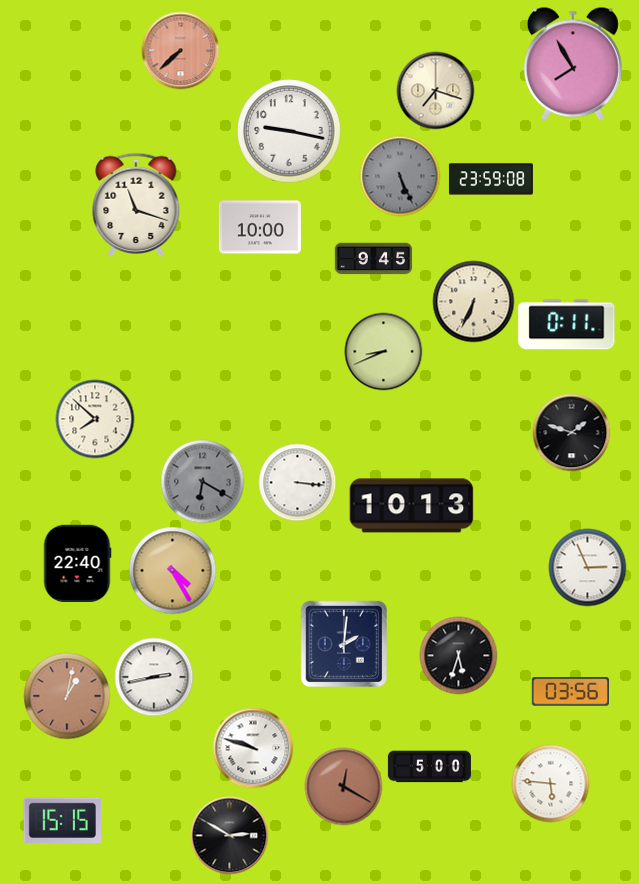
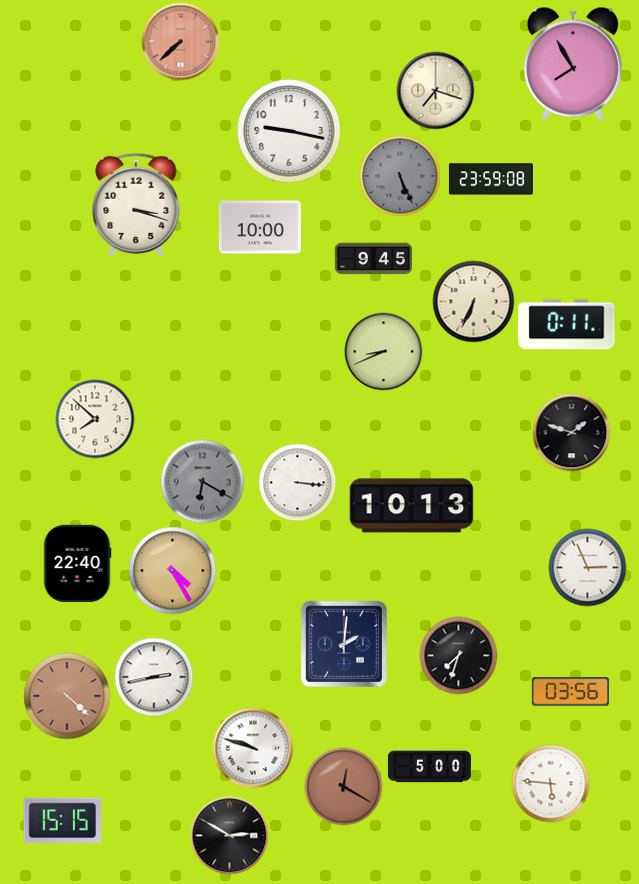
clock at (180, 50) position: (180, 50) -> (180, 41)
clock at (136, 204): 11:18 -> 3:18
clock at (458, 655): 5:33 -> 7:33
clock at (67, 696): 1:02 -> 4:22
